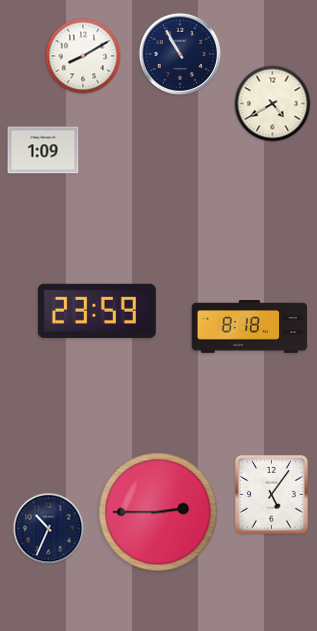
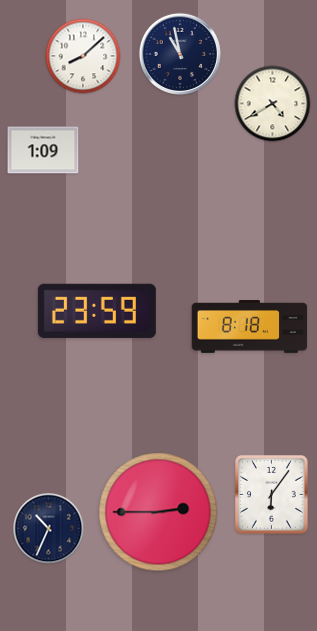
clock at (180, 54): 10:55 -> 10:58
clock at (83, 56): 8:10 -> 8:08
clock at (272, 495): 5:06 -> 6:06
